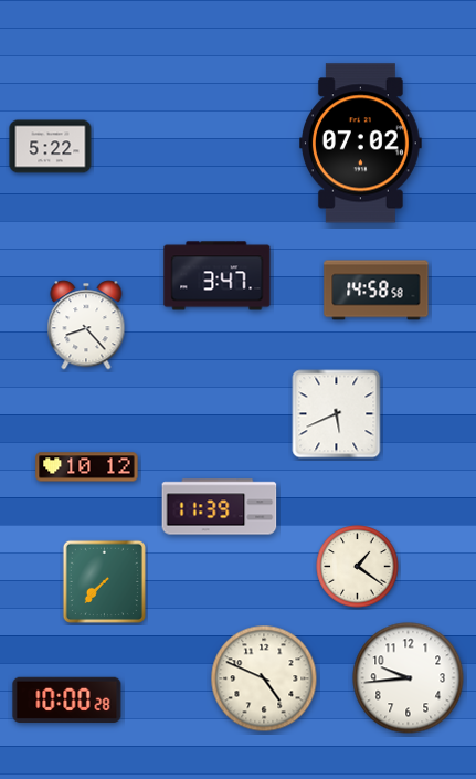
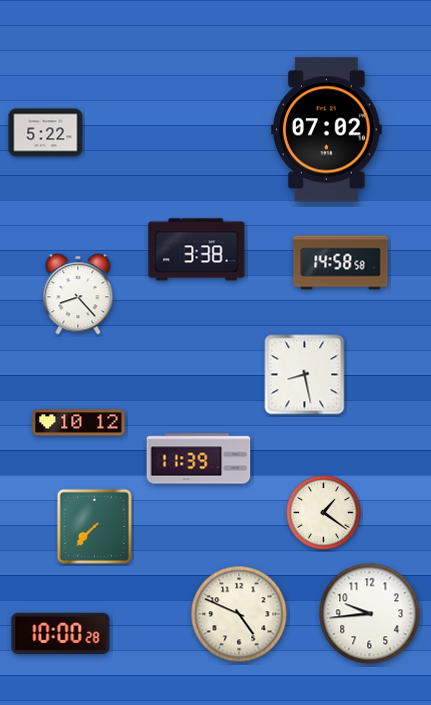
clock at (218, 276): 3:47 -> 3:38
clock at (337, 414): 5:41 -> 8:28
